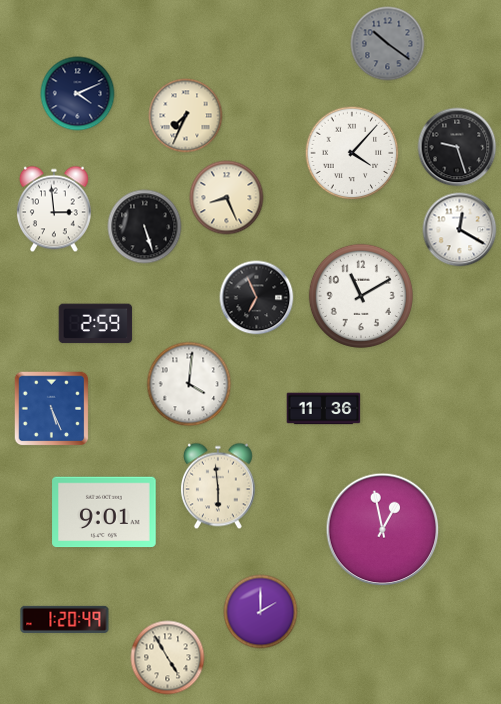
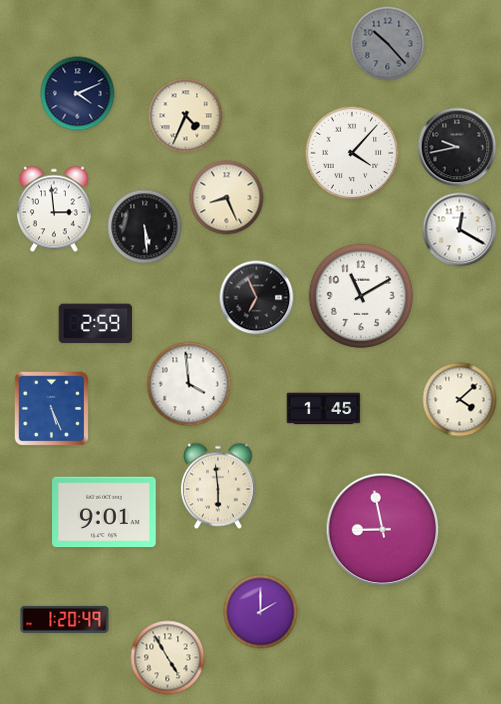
clock at (388, 44): 10:21 -> 10:23
clock at (186, 116): 7:34 -> 4:34
clock at (457, 147): 9:27 -> 9:43
clock at (145, 227): 5:27 -> 5:29
clock at (189, 384): 4:01 -> 3:59
clock at (460, 400): none -> 4:08
clock at (324, 409): 11:36 -> 1:45
clock at (383, 530): 12:58 -> 8:58
